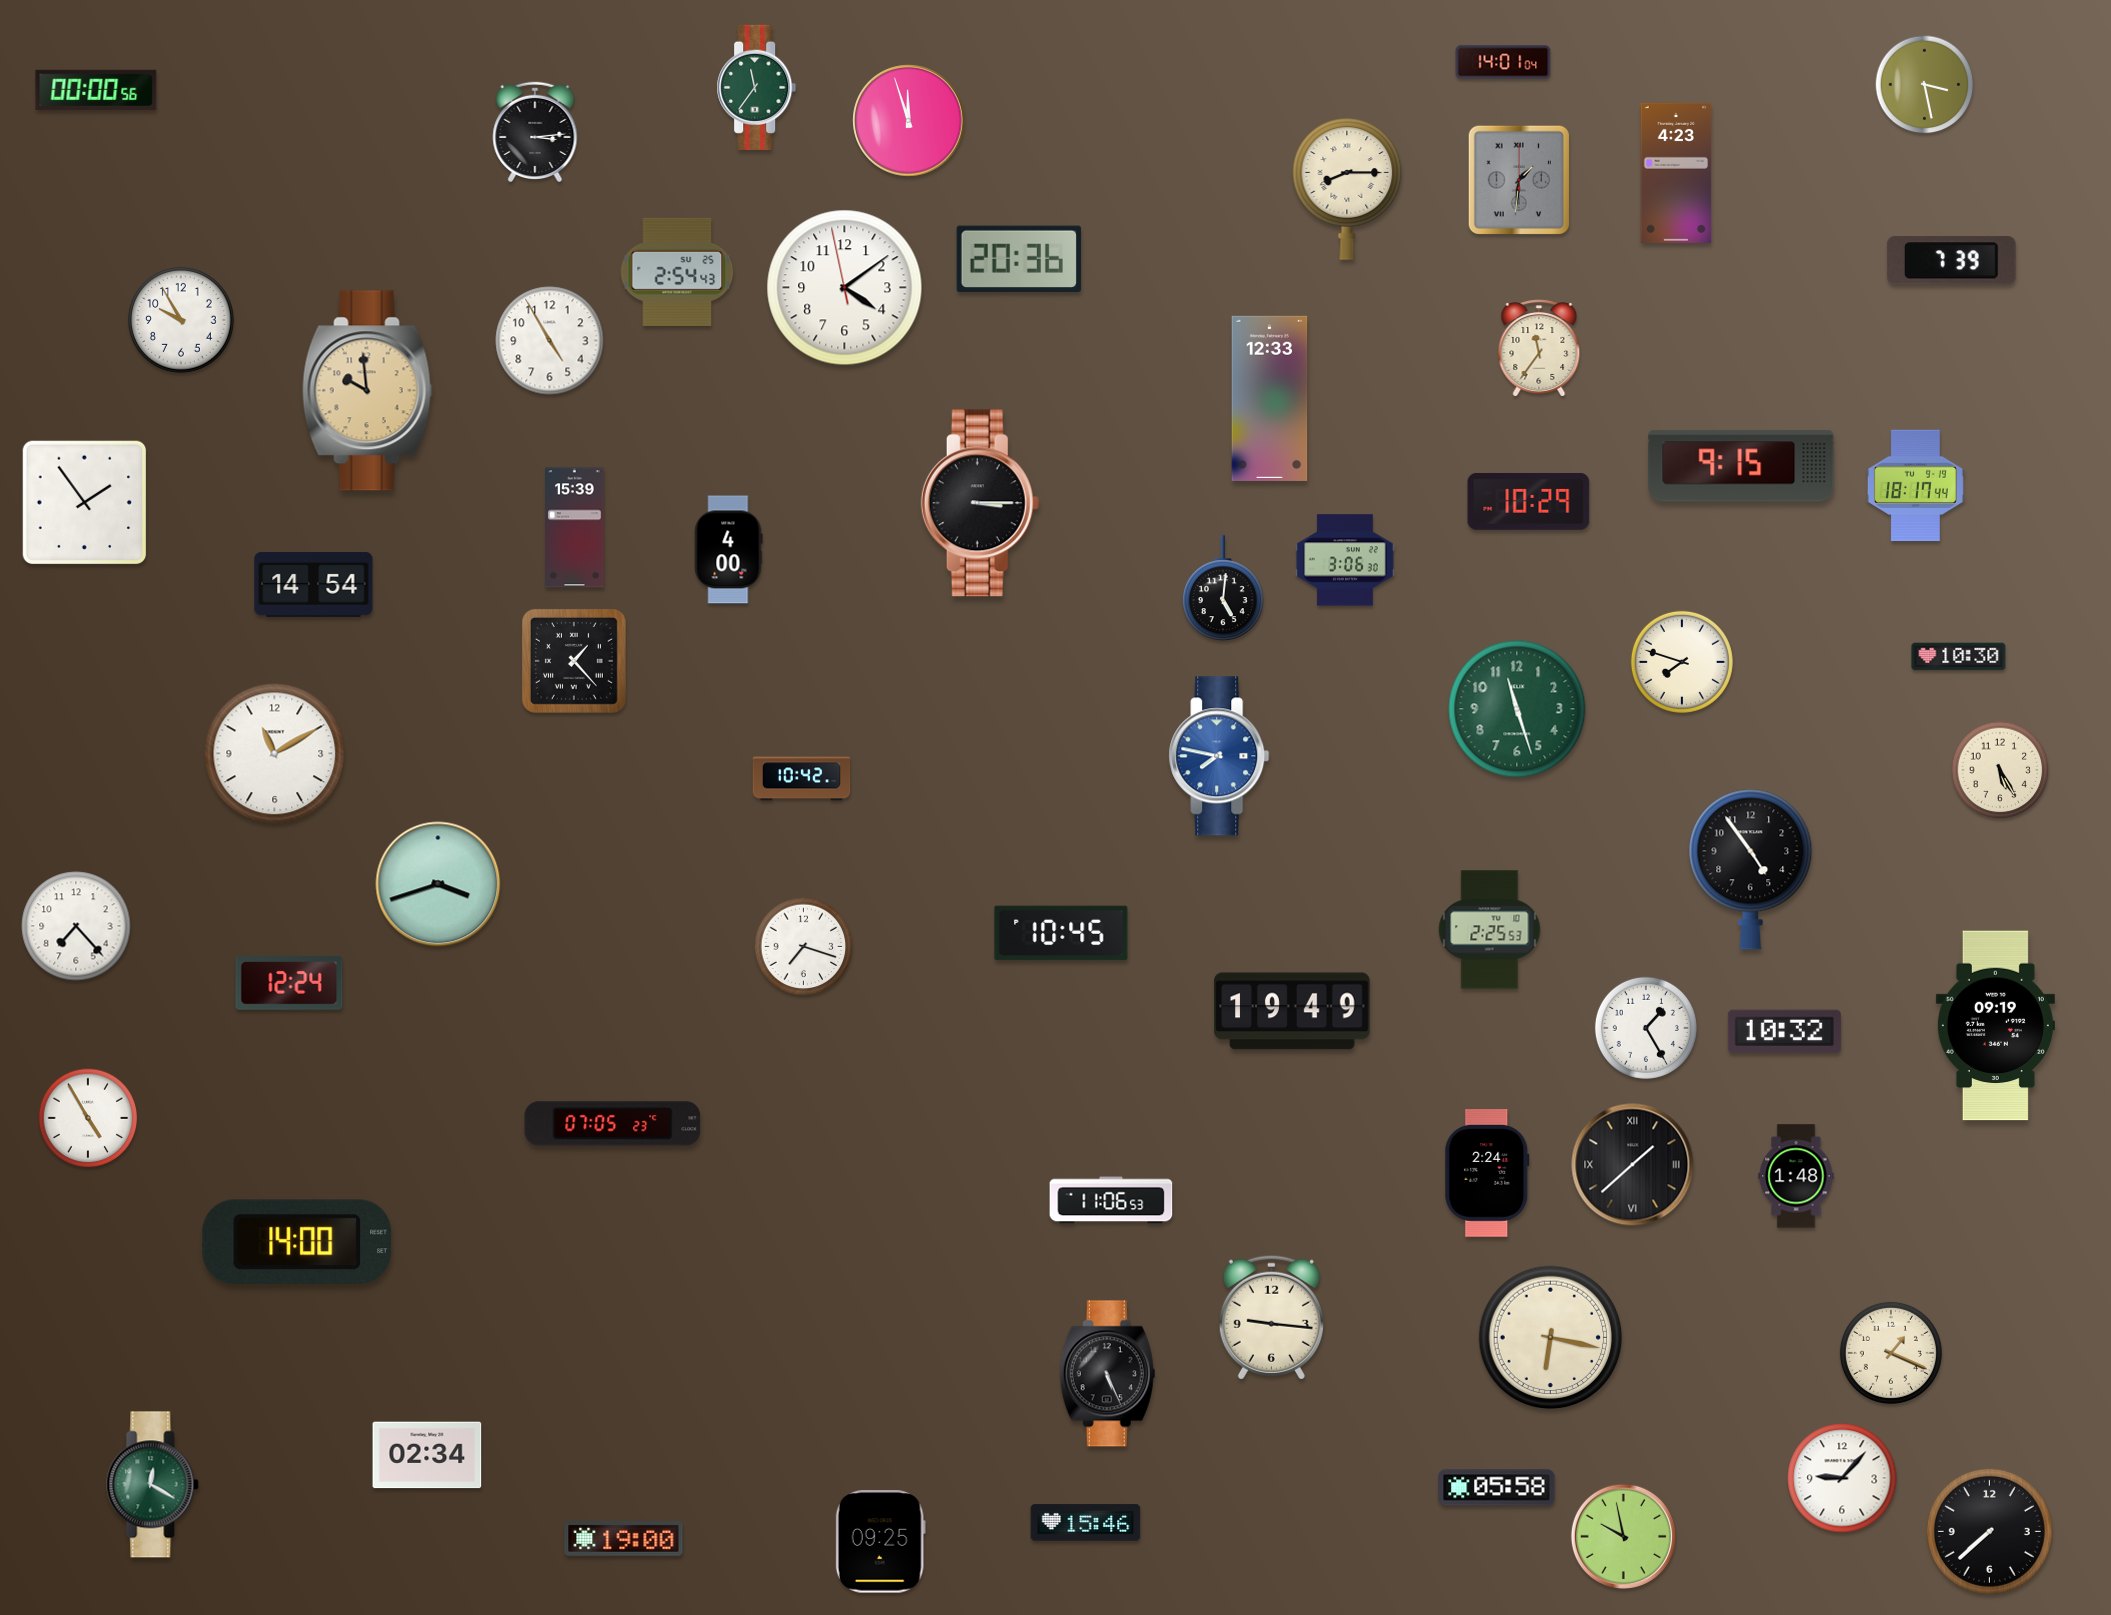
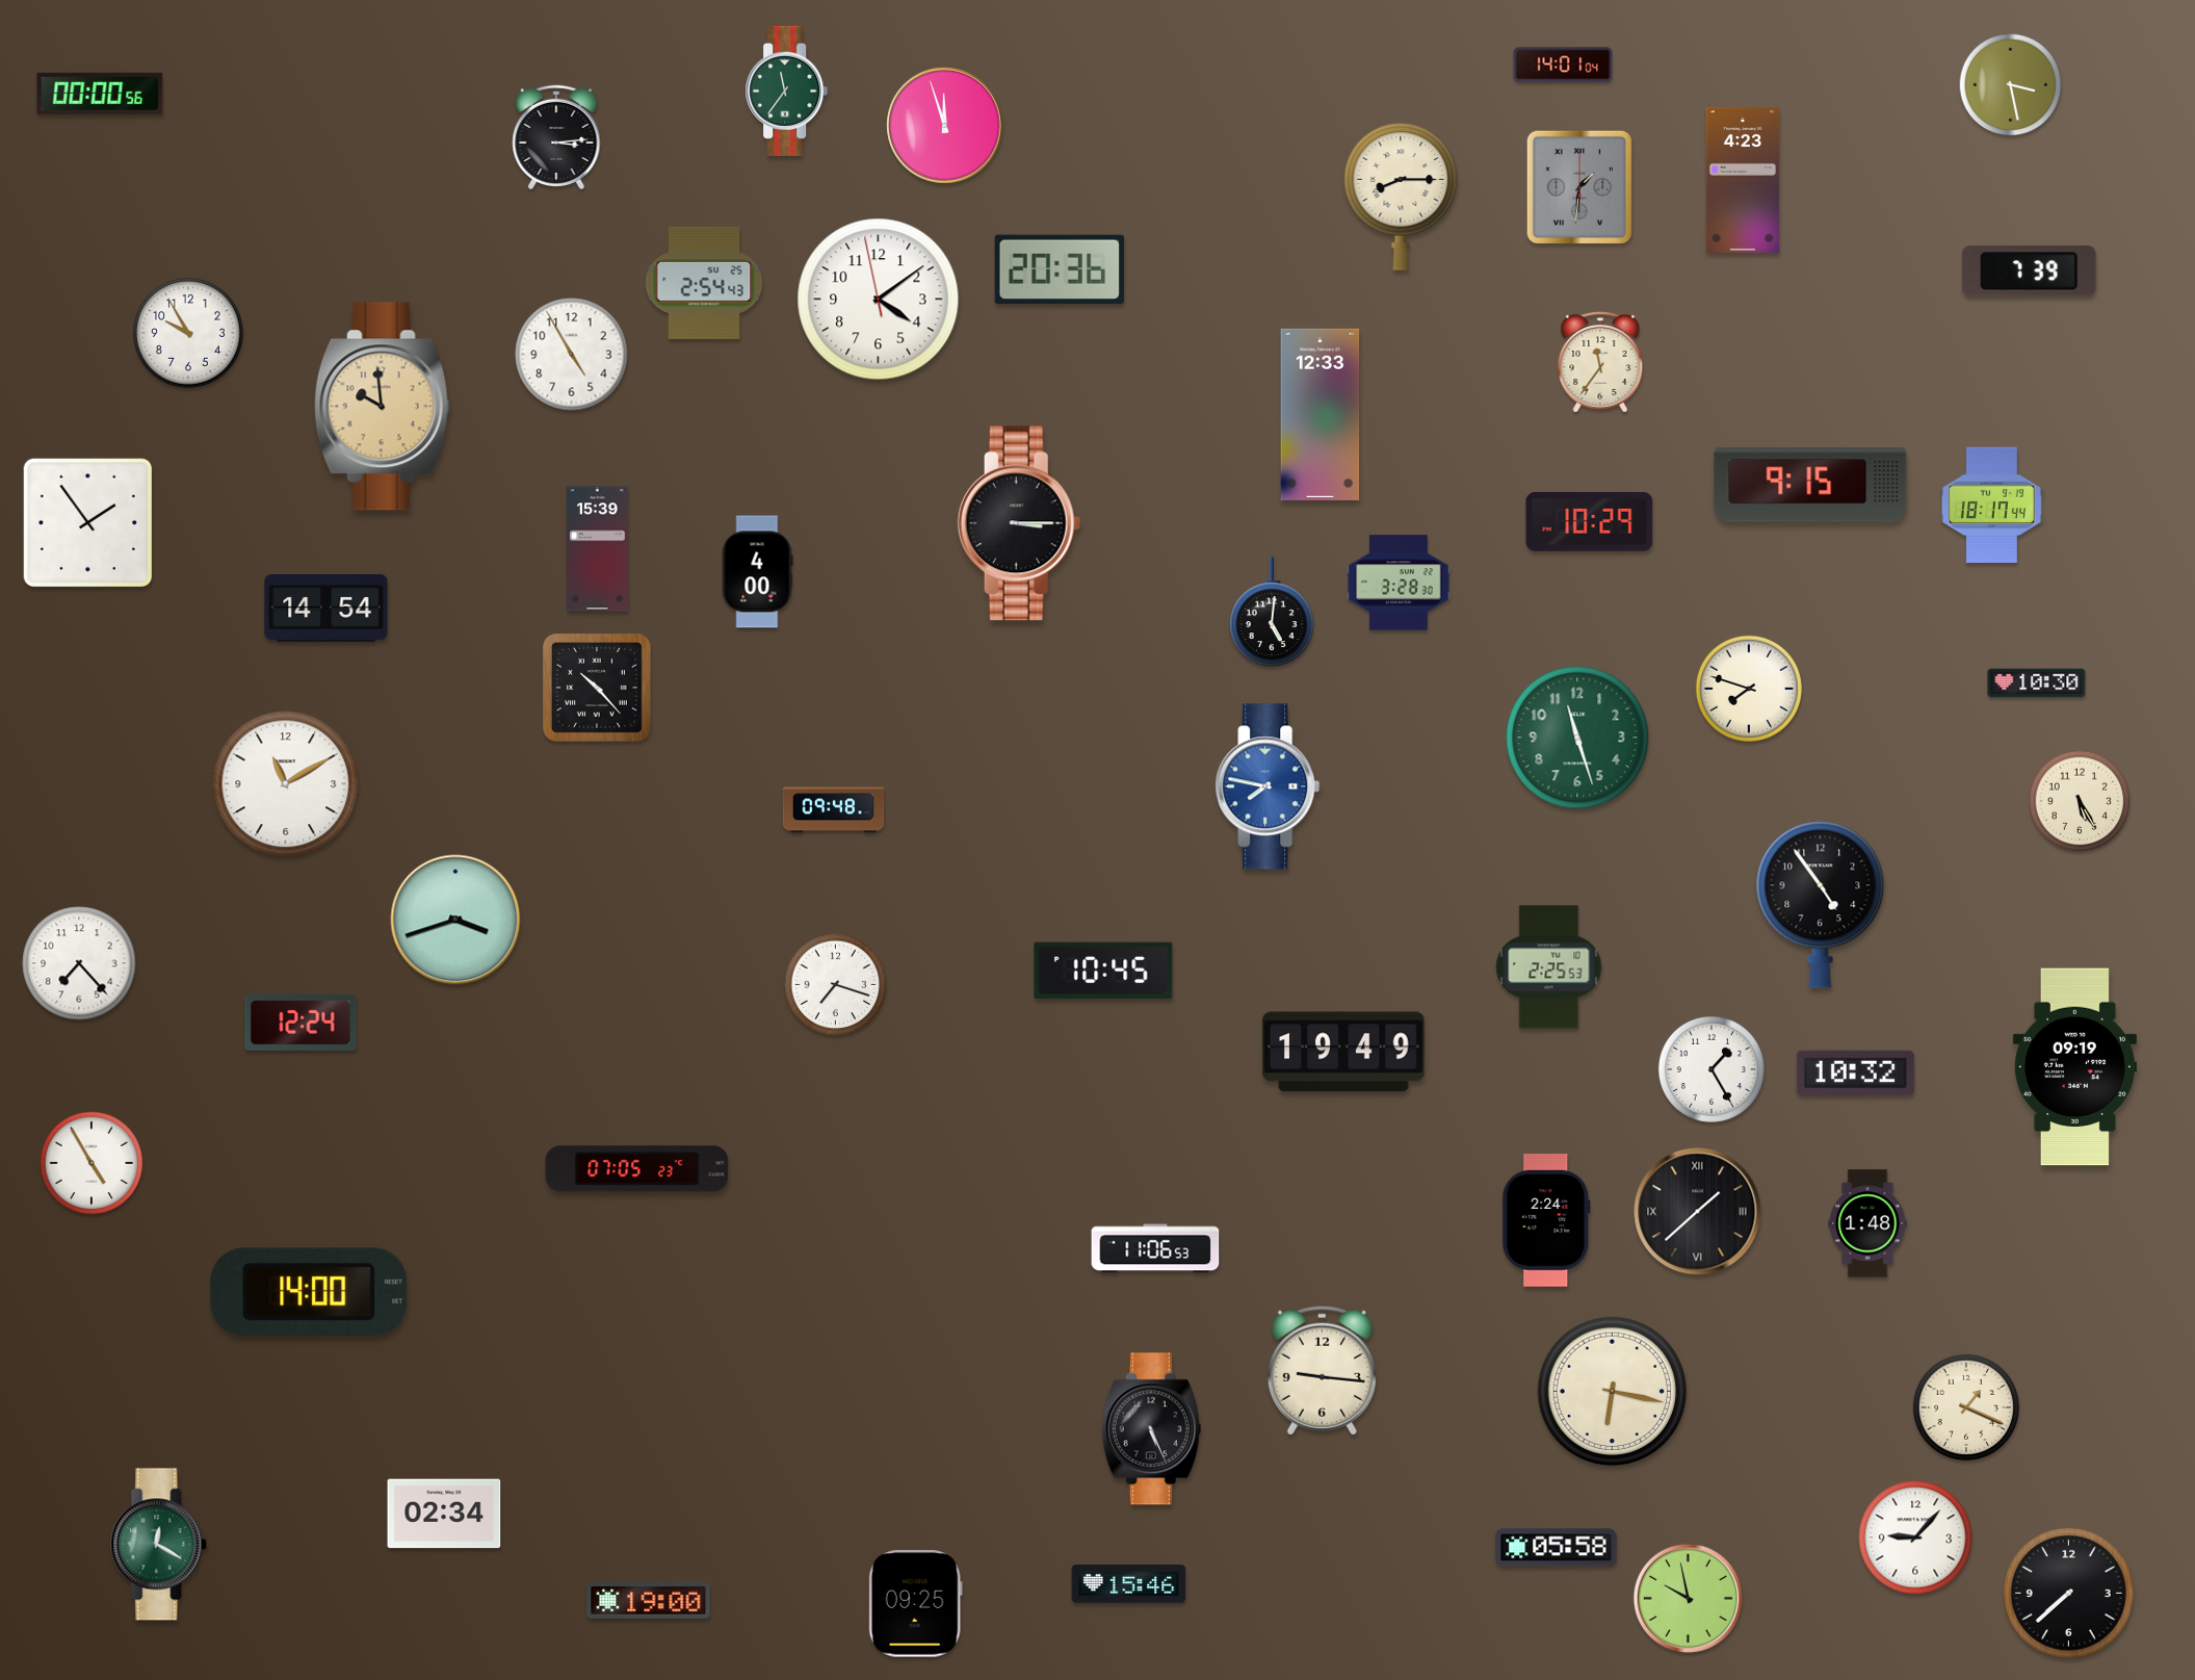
clock at (1925, 85) position: (1925, 85) -> (2011, 85)
clock at (1345, 560): 3:06 -> 3:28
clock at (574, 661): 1:23 -> 10:23
clock at (802, 779): 10:42 -> 09:48
